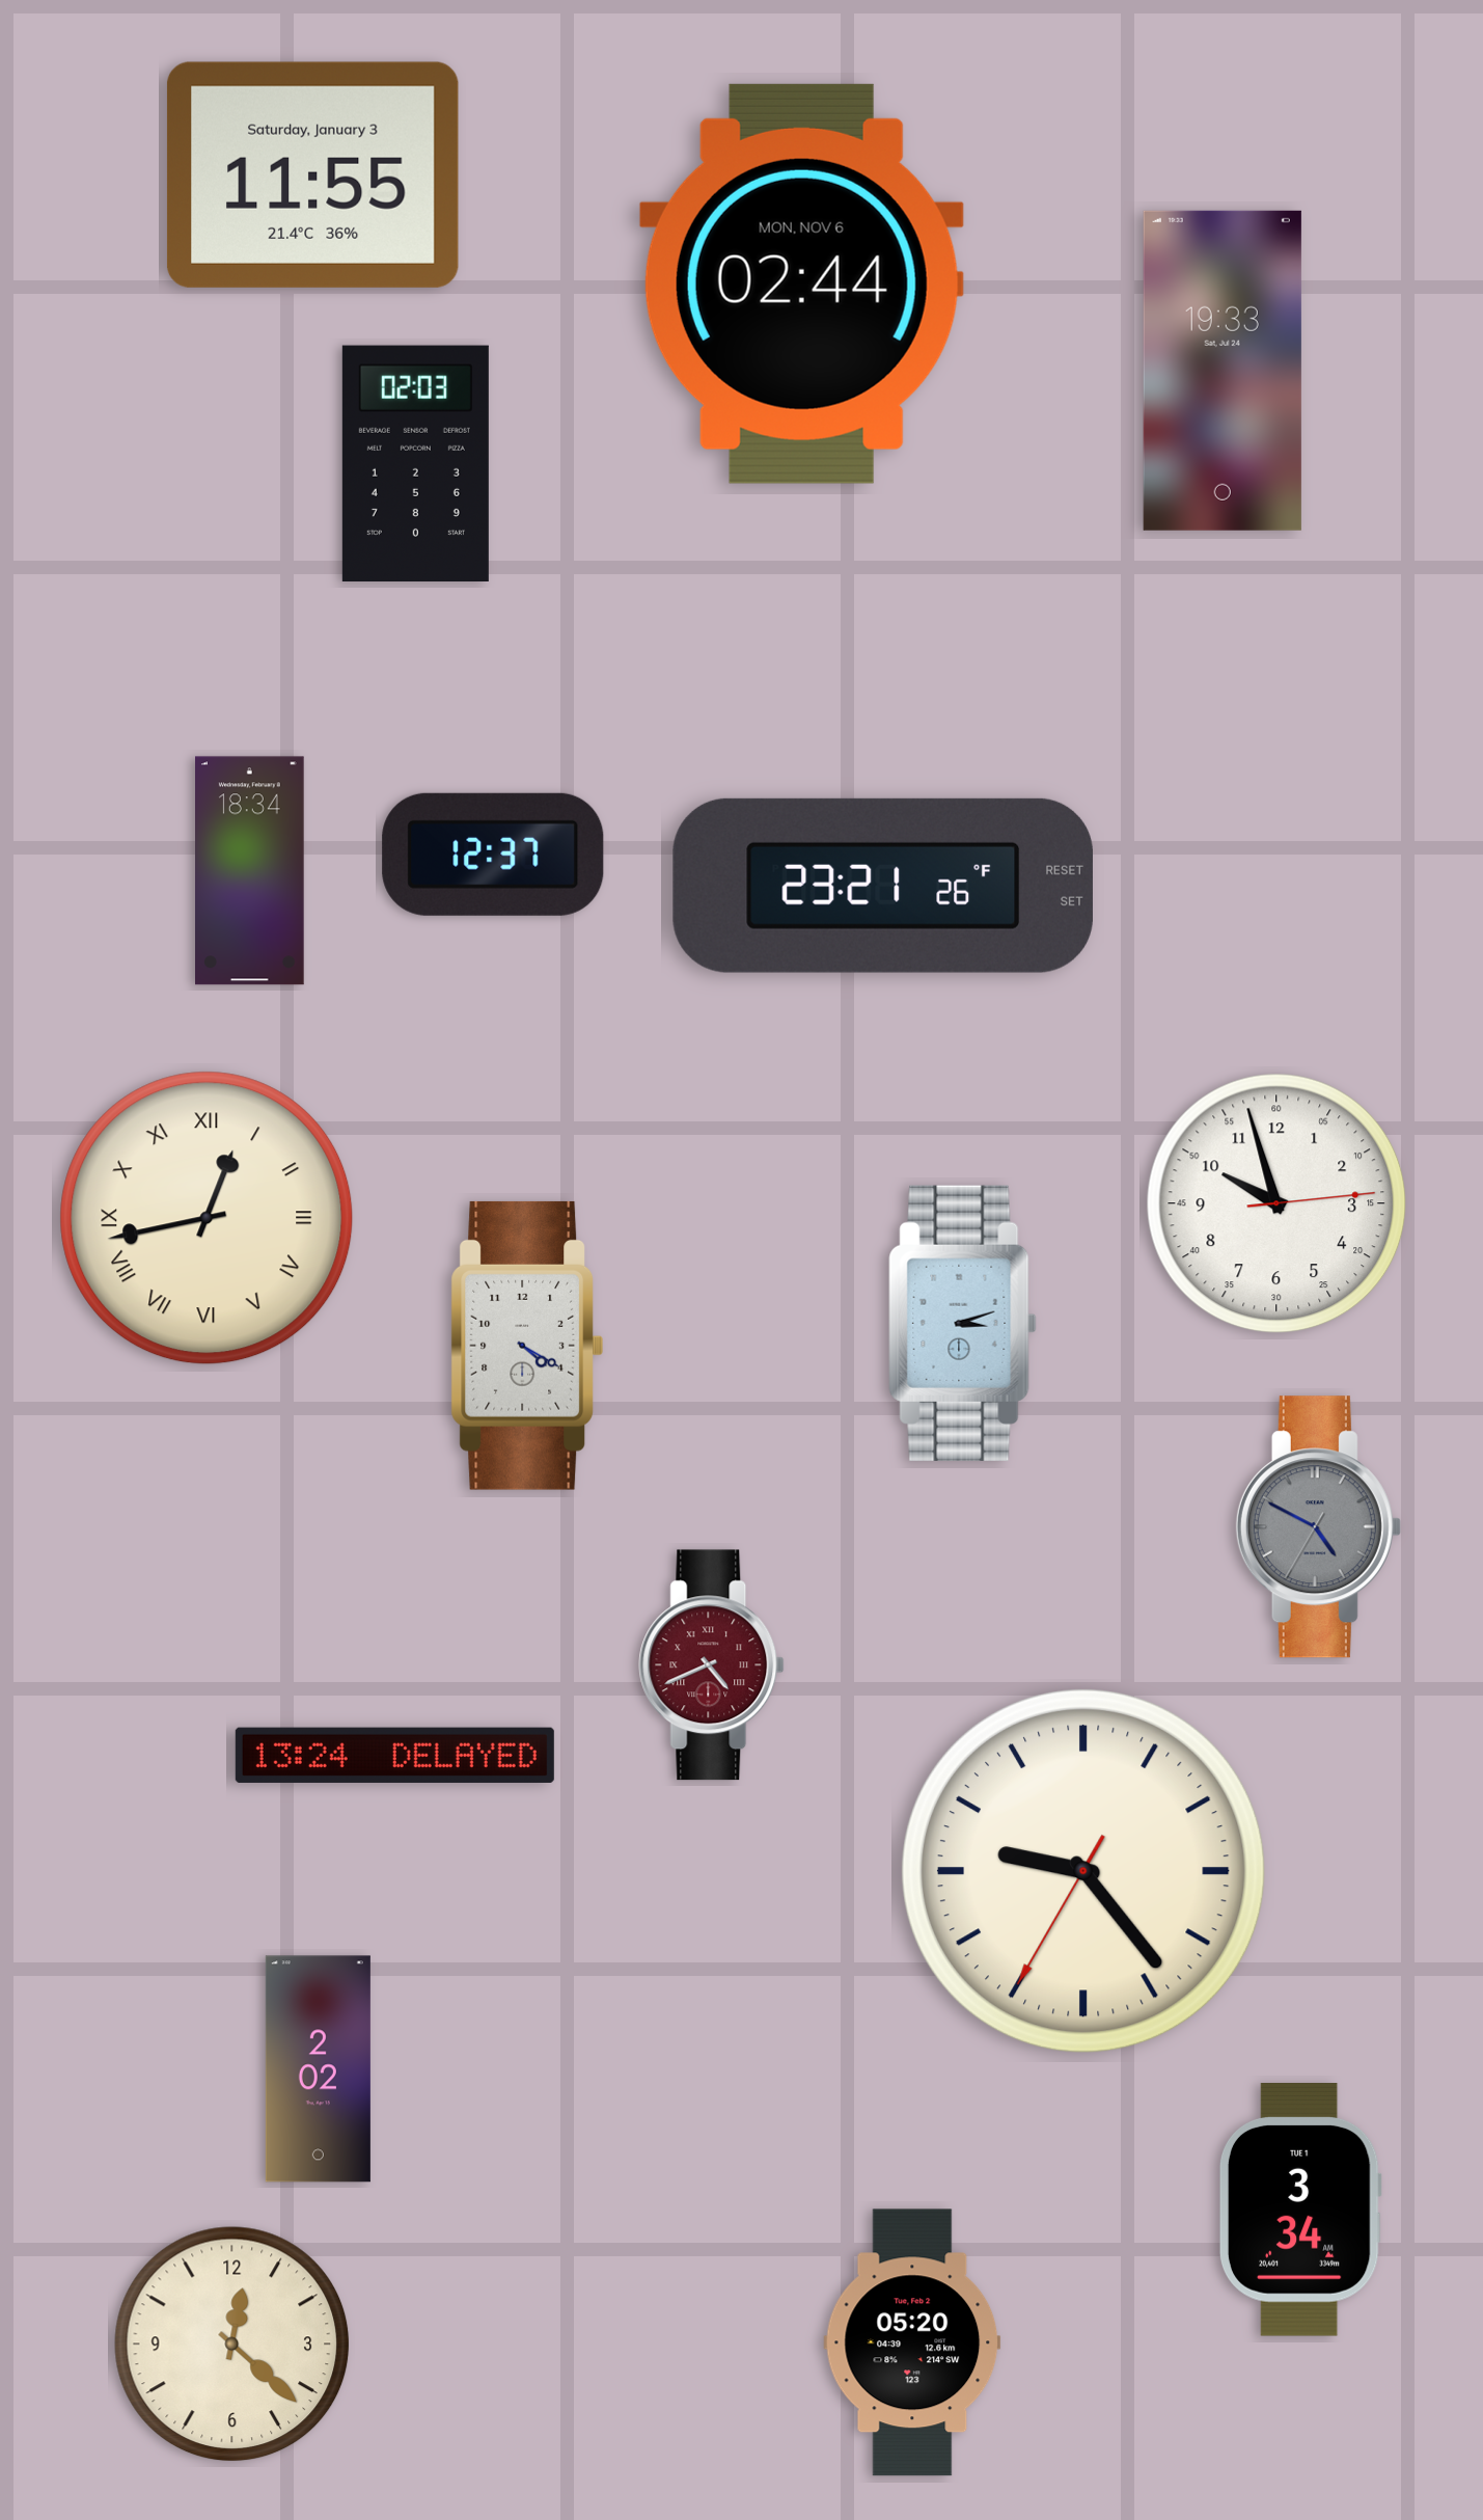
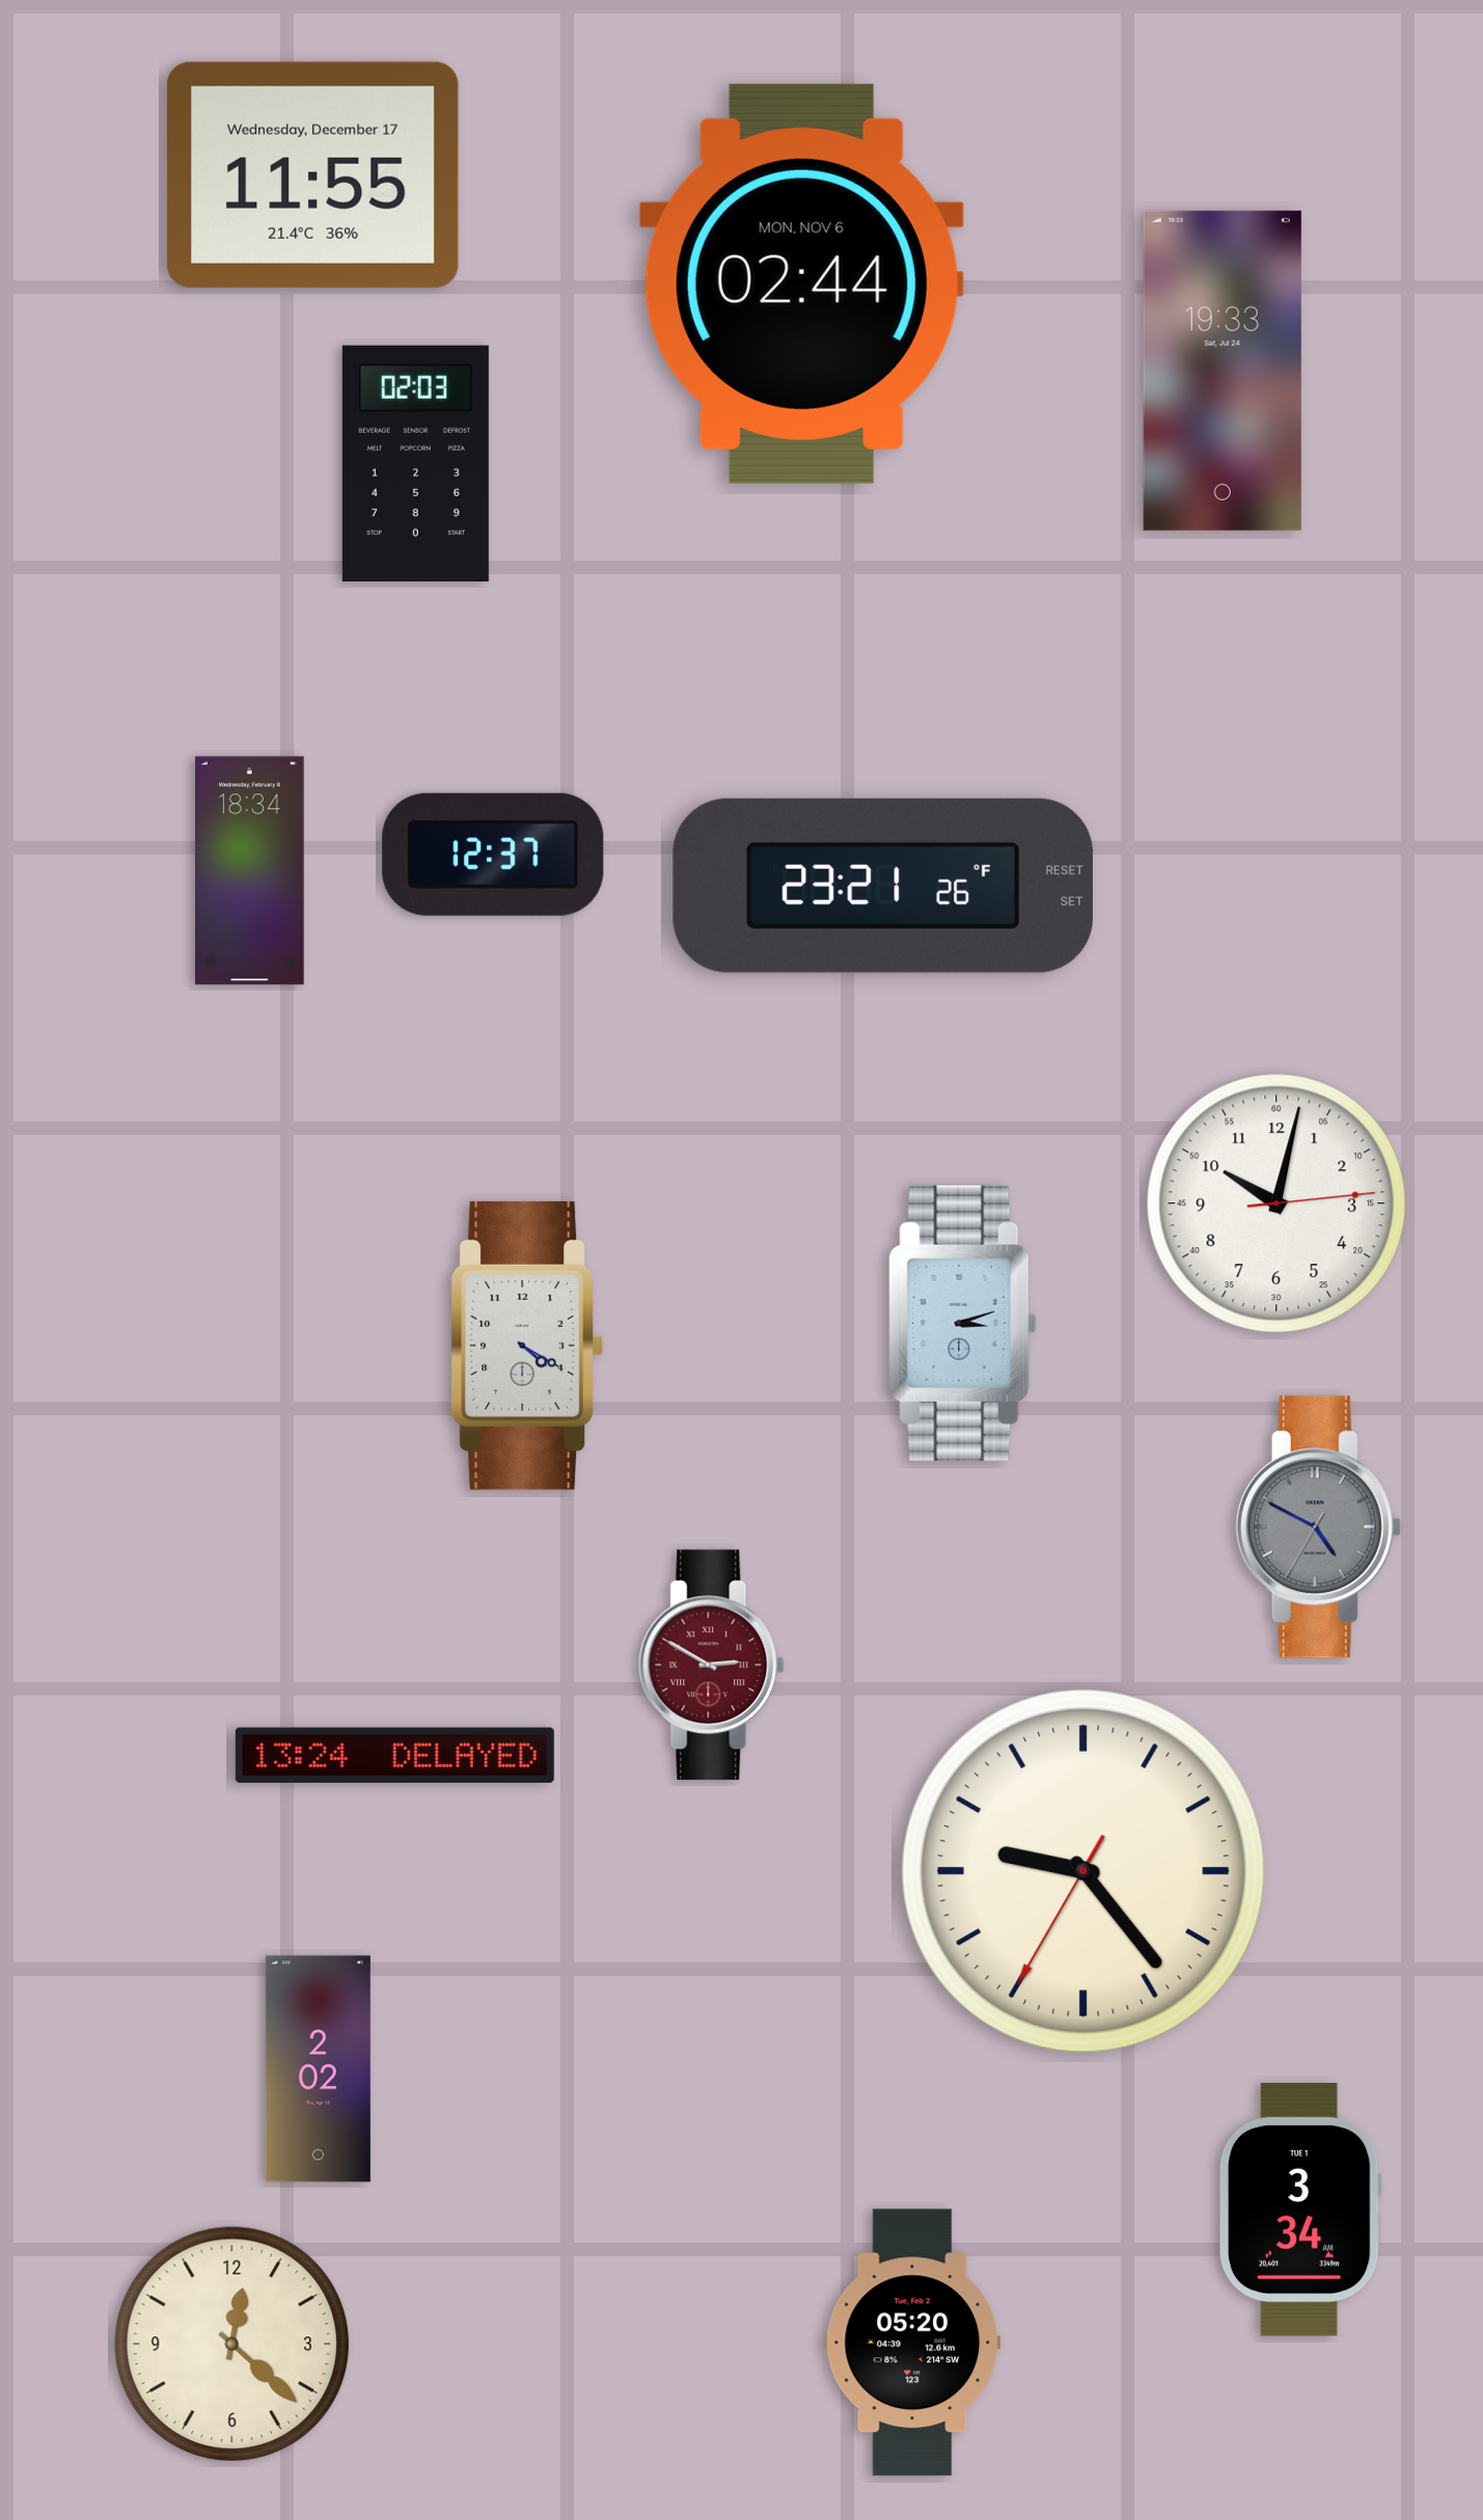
clock at (312, 174) date: Saturday, January 3 -> Wednesday, December 17
clock at (1276, 1203): 9:57 -> 10:02
clock at (207, 1218): 12:43 -> none
clock at (712, 1665): 4:41 -> 2:50
